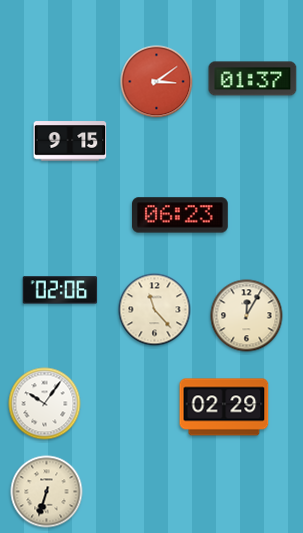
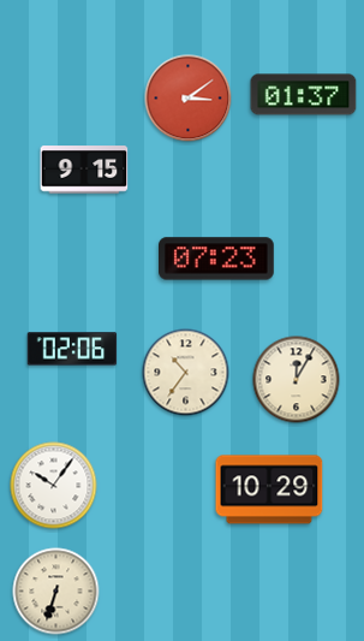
clock at (181, 215): 06:23 -> 07:23
clock at (155, 310): 11:23 -> 10:36
clock at (224, 407): 02:29 -> 10:29
